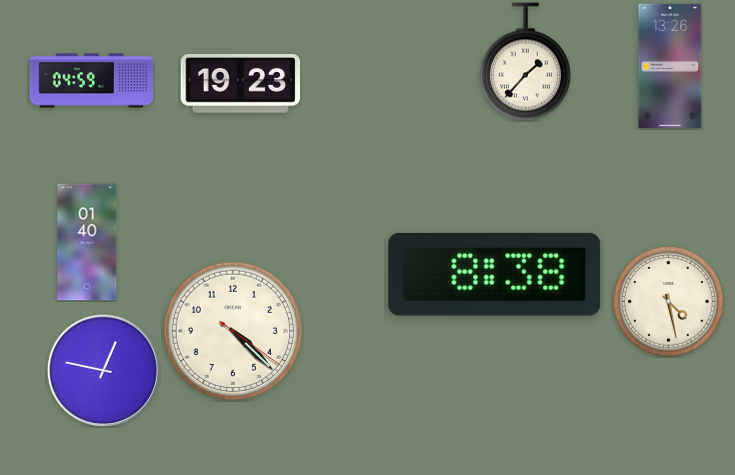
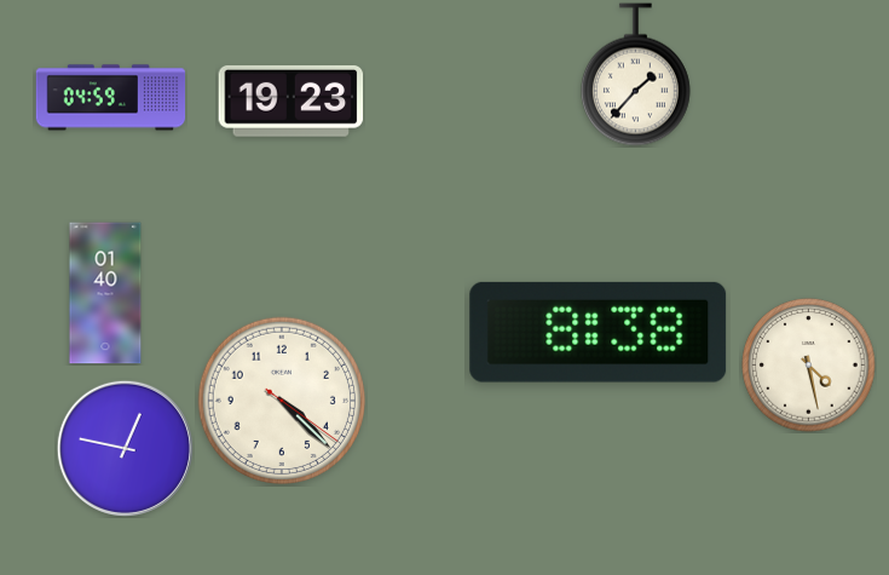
clock at (670, 65): 13:26 -> none
